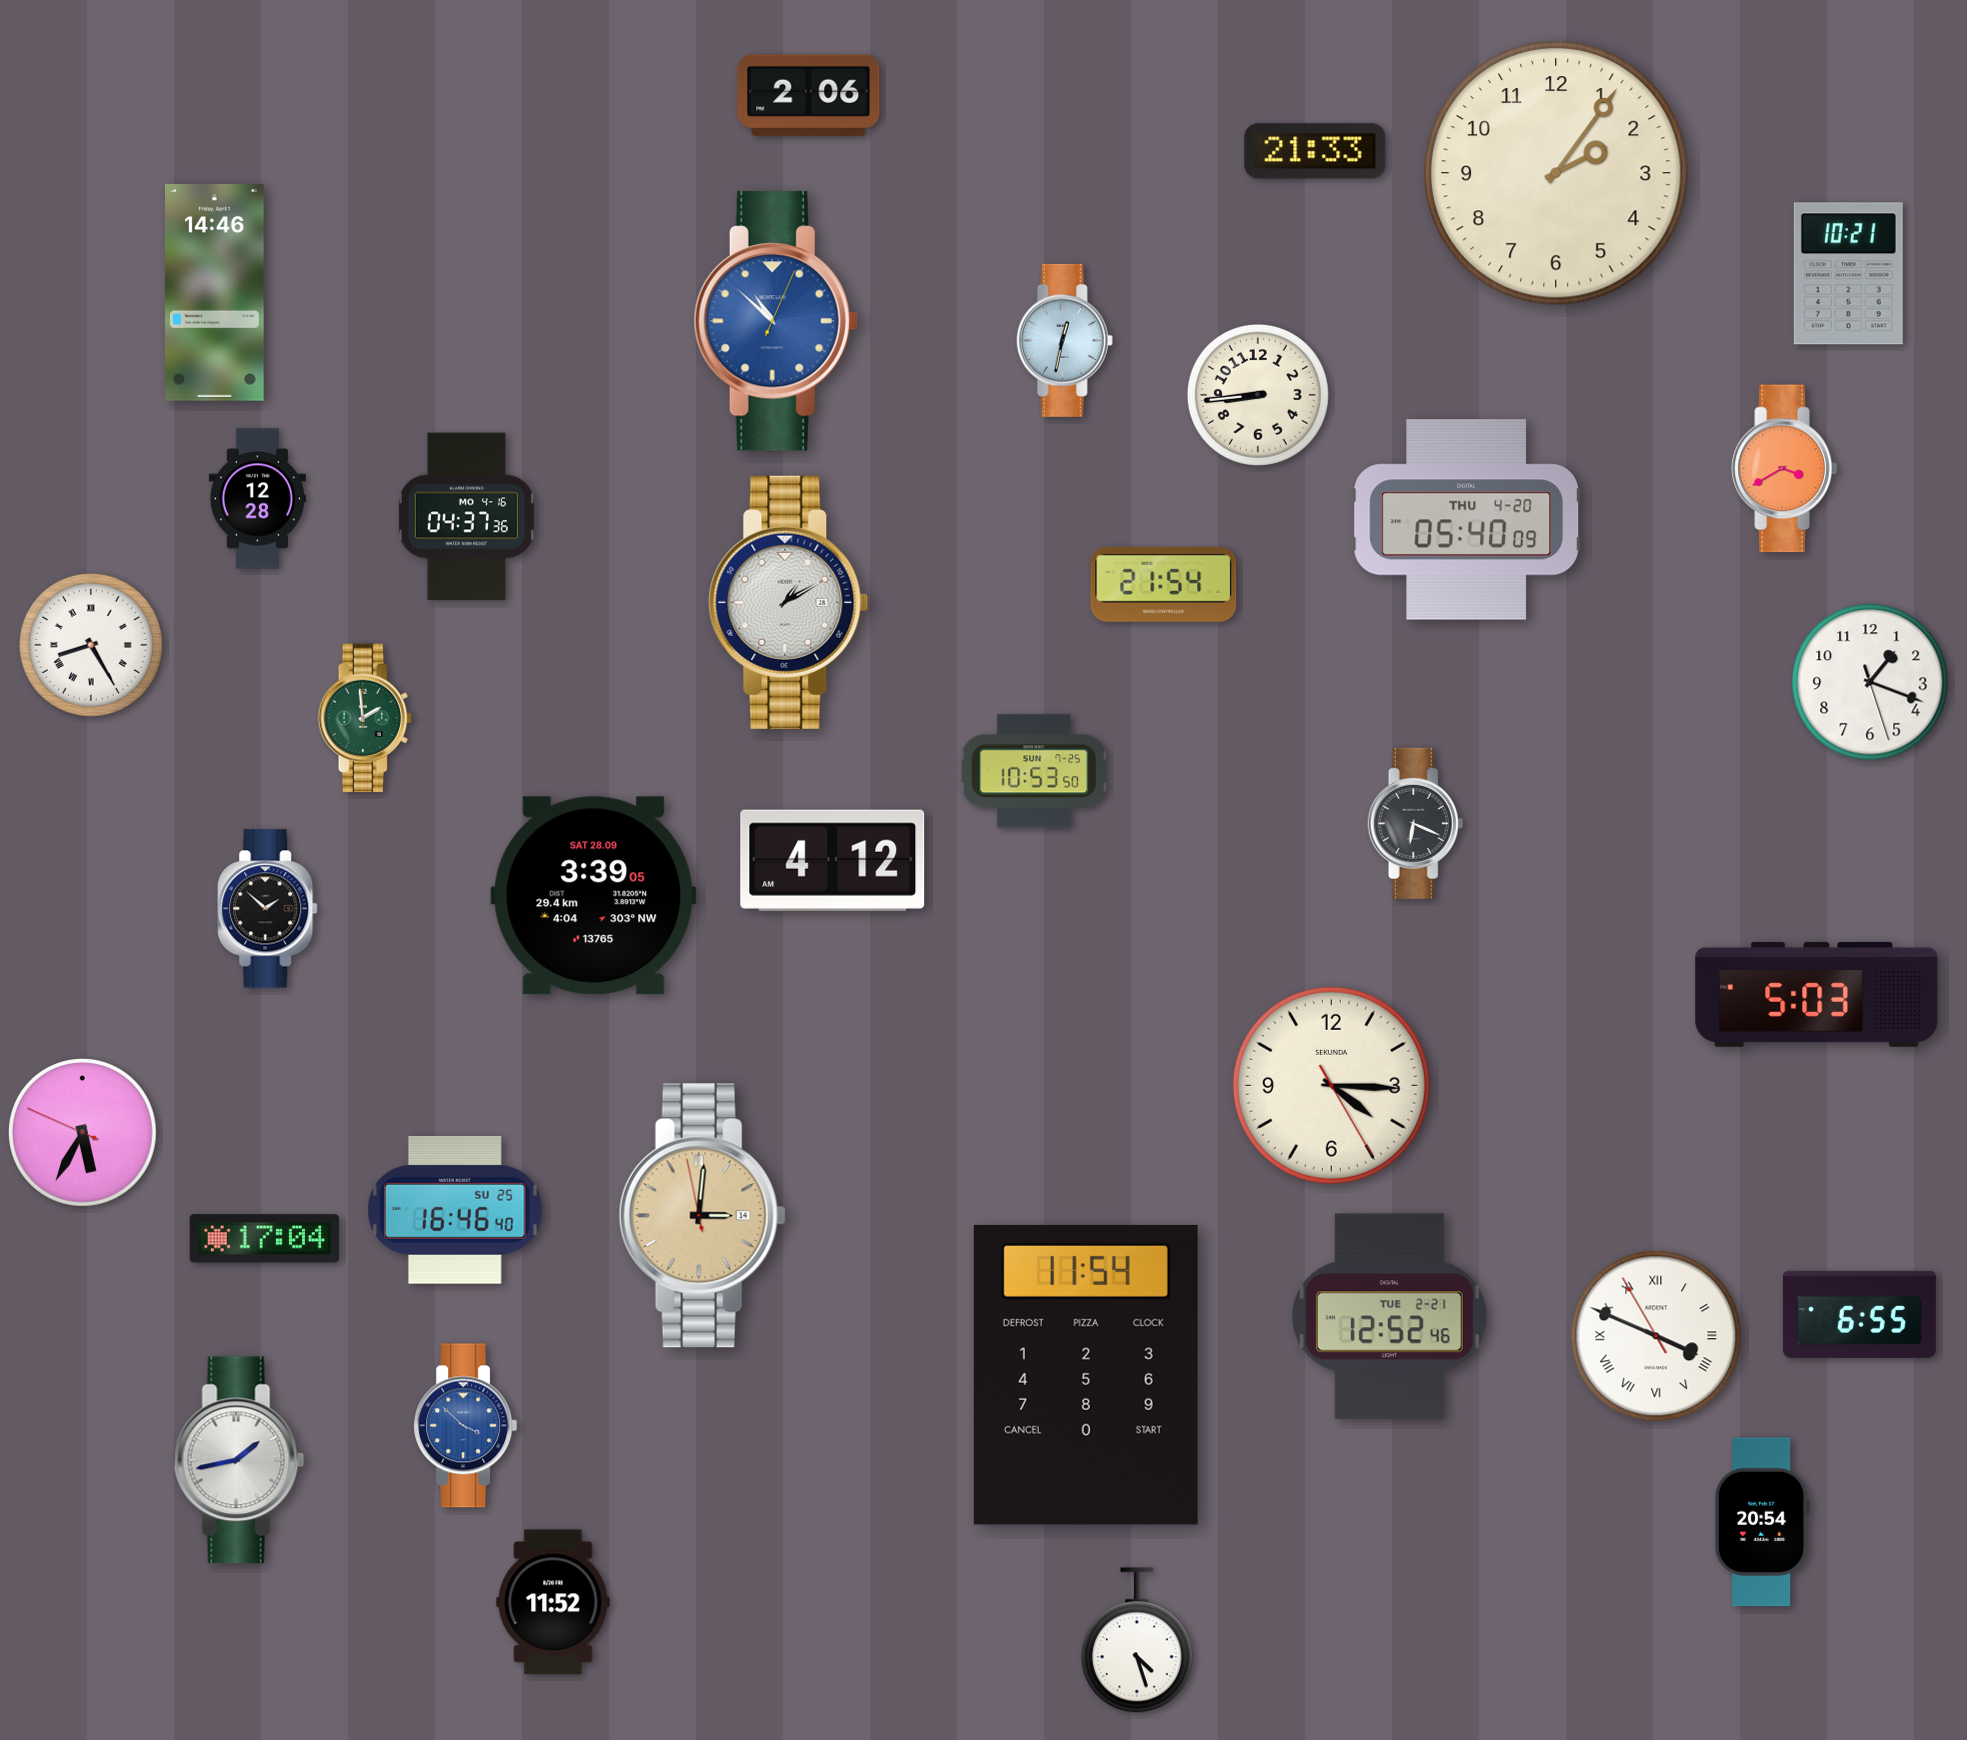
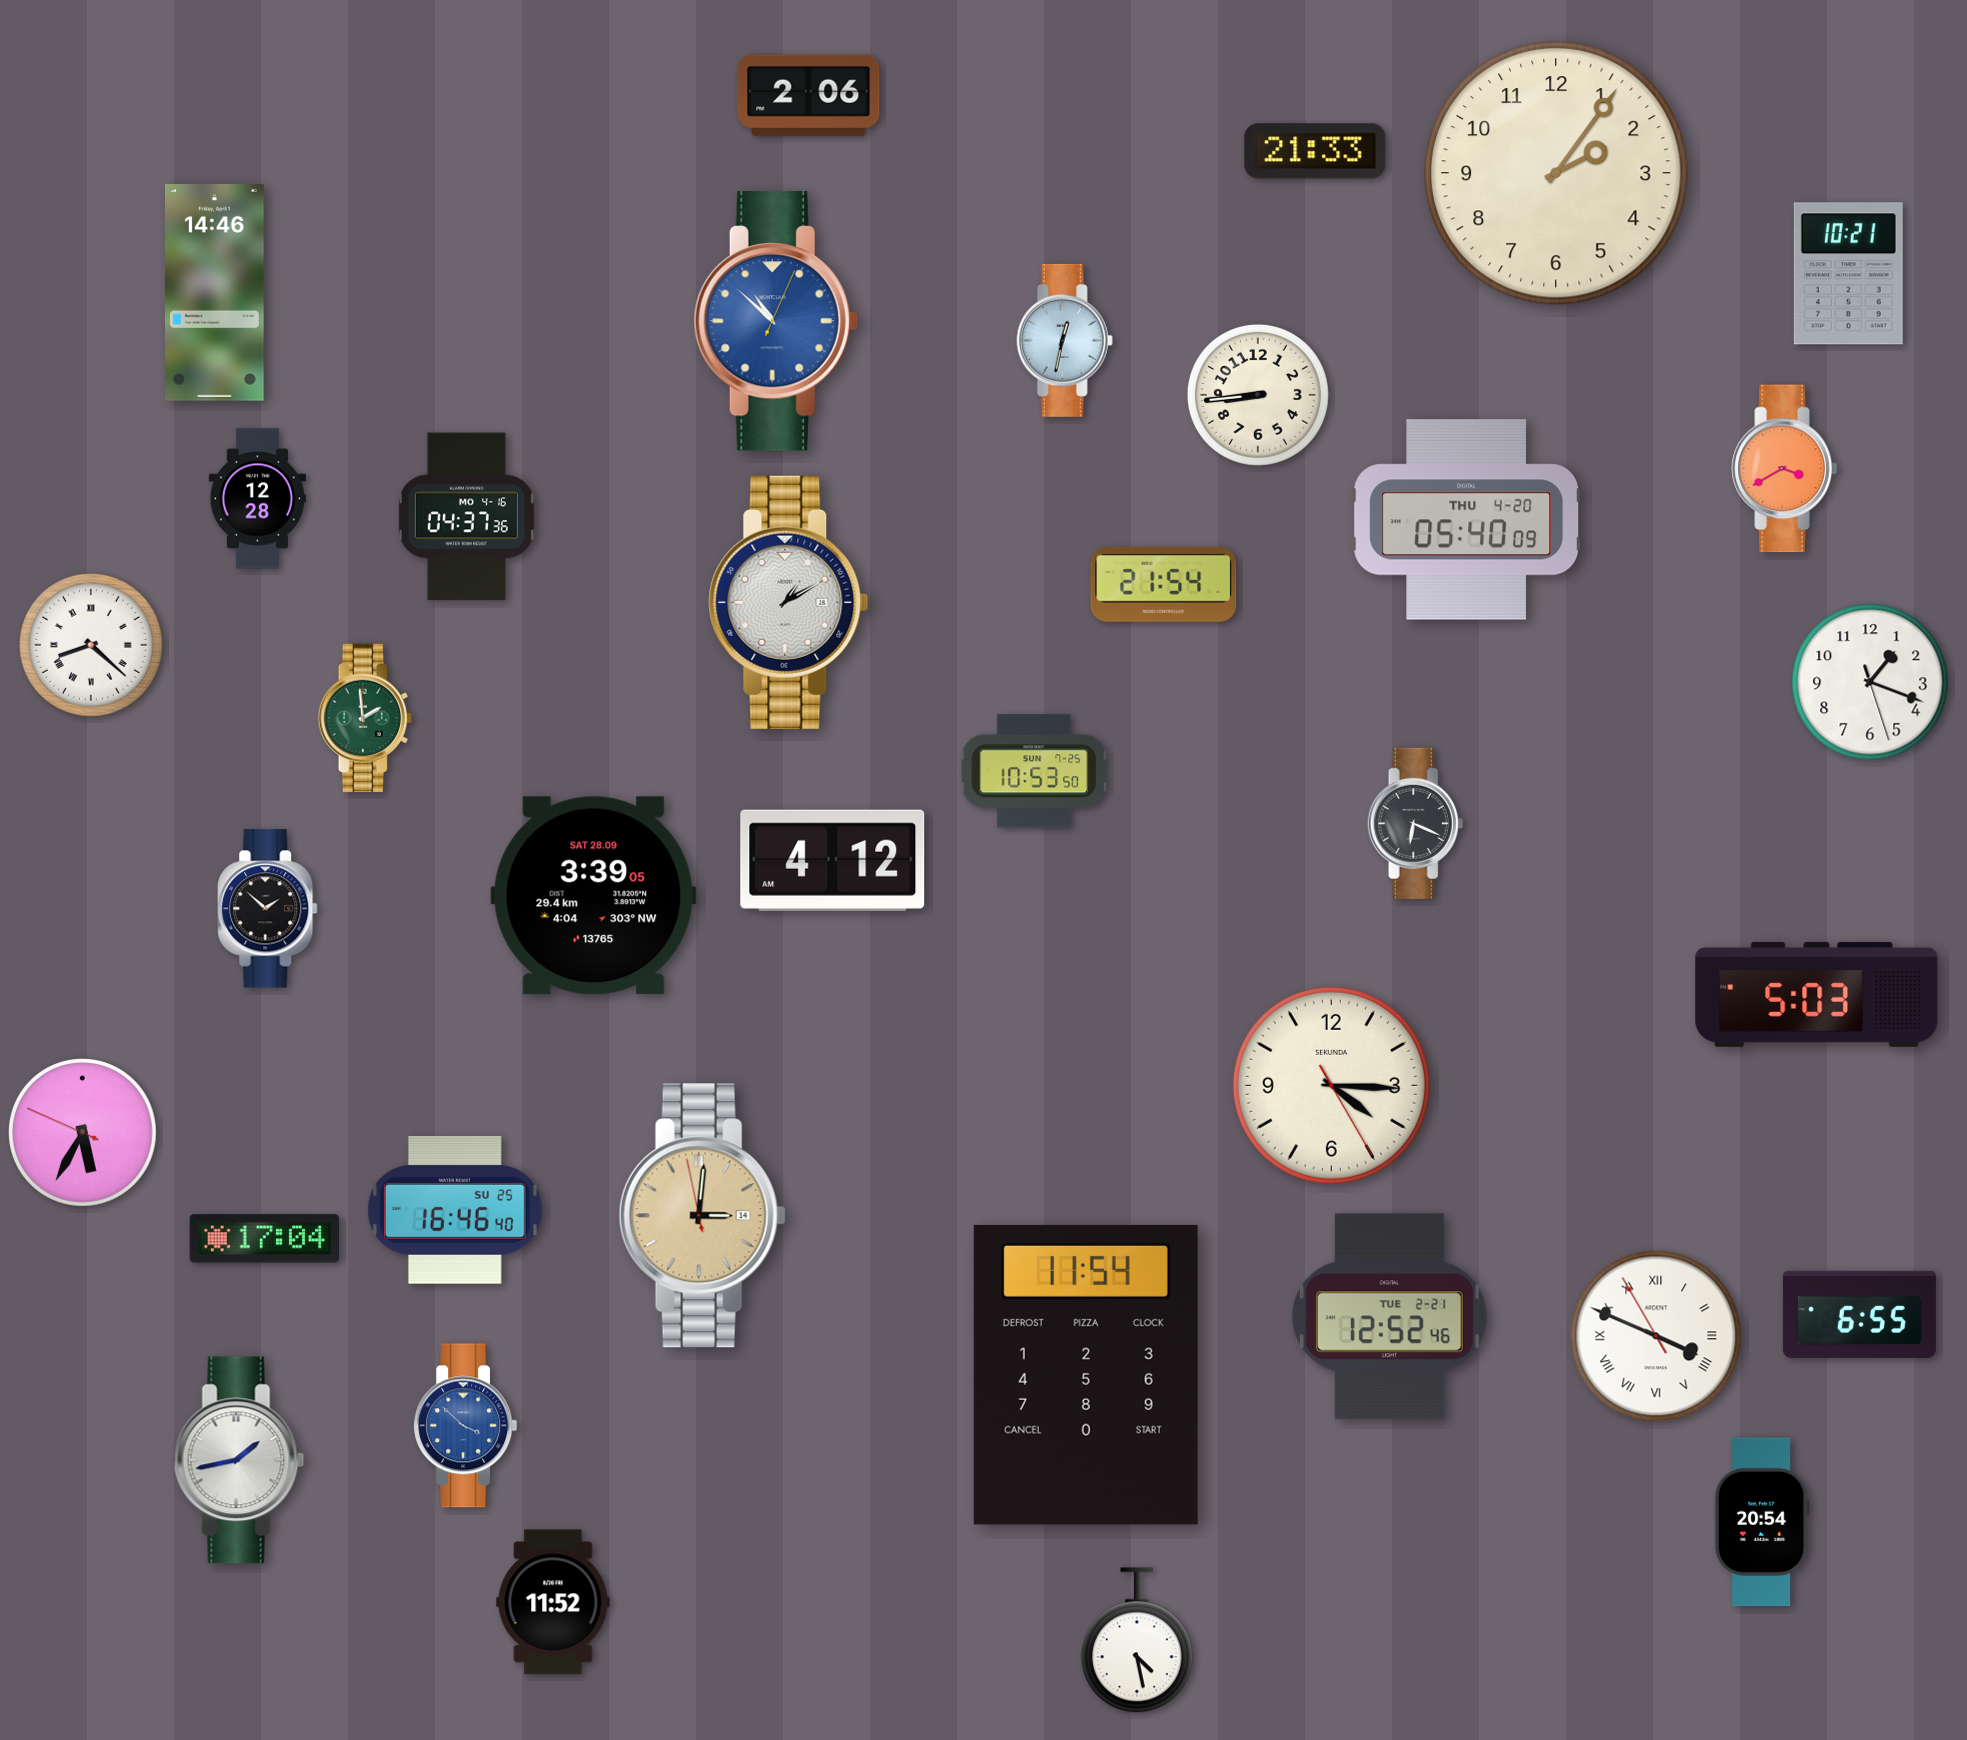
clock at (91, 645): 8:25 -> 8:22
clock at (1137, 1640): 4:27 -> 4:28
